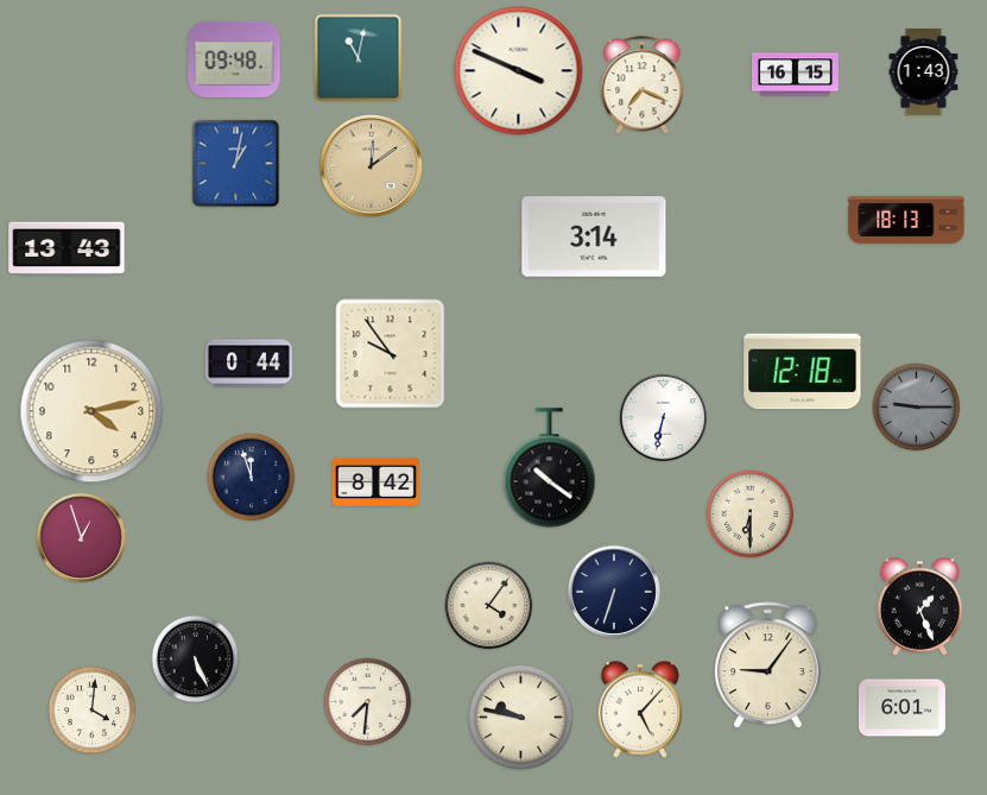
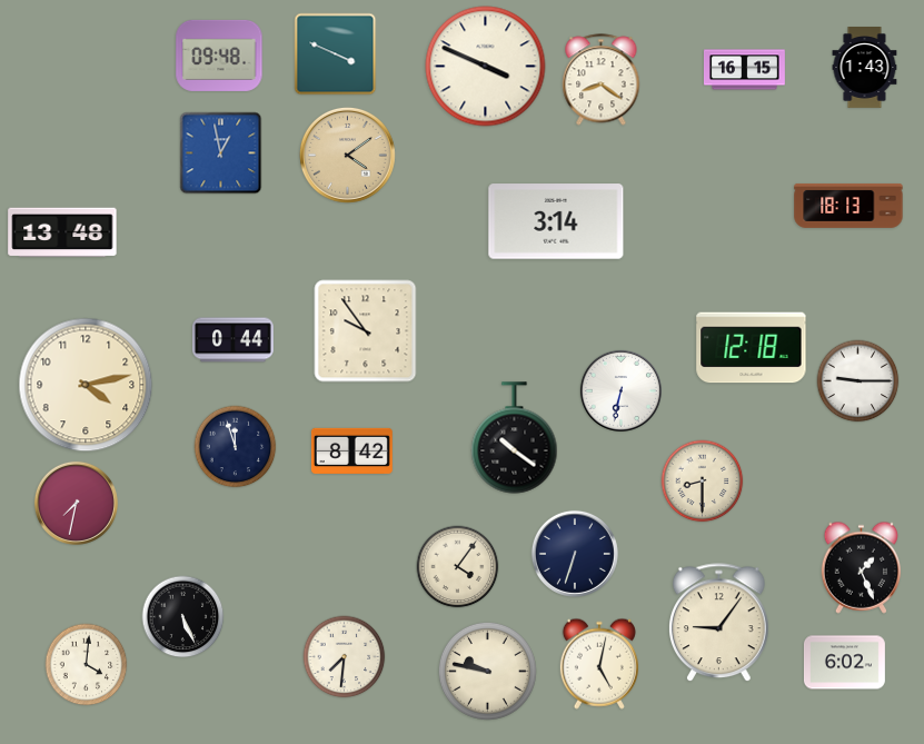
clock at (359, 58): 11:02 -> 3:49
clock at (643, 86): 7:19 -> 8:21
clock at (236, 164): 1:02 -> 12:58
clock at (371, 165): 12:09 -> 4:09
clock at (67, 248): 13:43 -> 13:48
clock at (917, 408) dial: grey -> white
clock at (751, 515): 6:30 -> 8:30
clock at (81, 537): 12:57 -> 7:32
clock at (901, 708): 6:01 -> 6:02
clock at (640, 709): 5:07 -> 5:02
